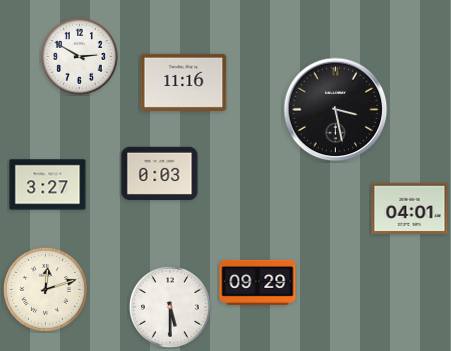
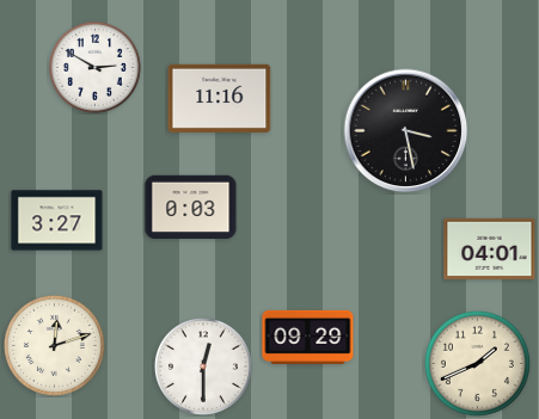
clock at (336, 110) position: (336, 110) -> (406, 131)
clock at (477, 363): none -> 1:41
clock at (170, 307): 5:30 -> 12:30
